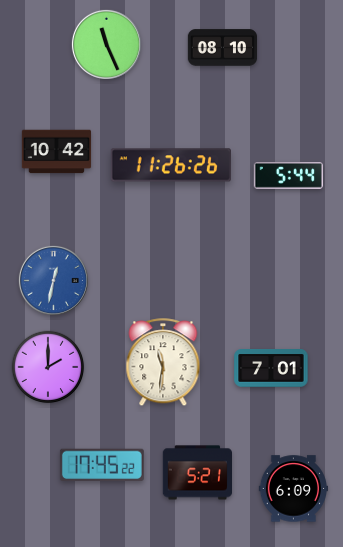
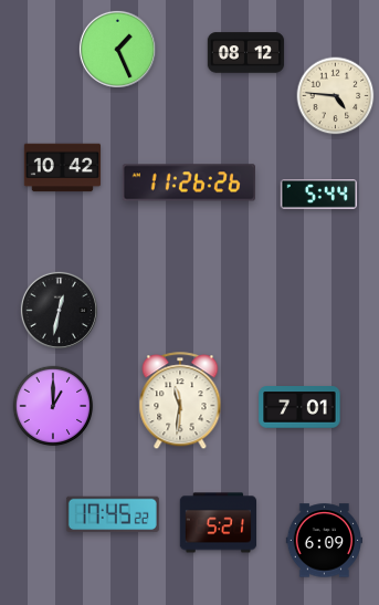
clock at (106, 44): 11:26 -> 1:26
clock at (223, 48): 08:10 -> 08:12
clock at (336, 96): none -> 4:46
clock at (53, 280) dial: blue -> black
clock at (48, 367): 2:00 -> 1:00
